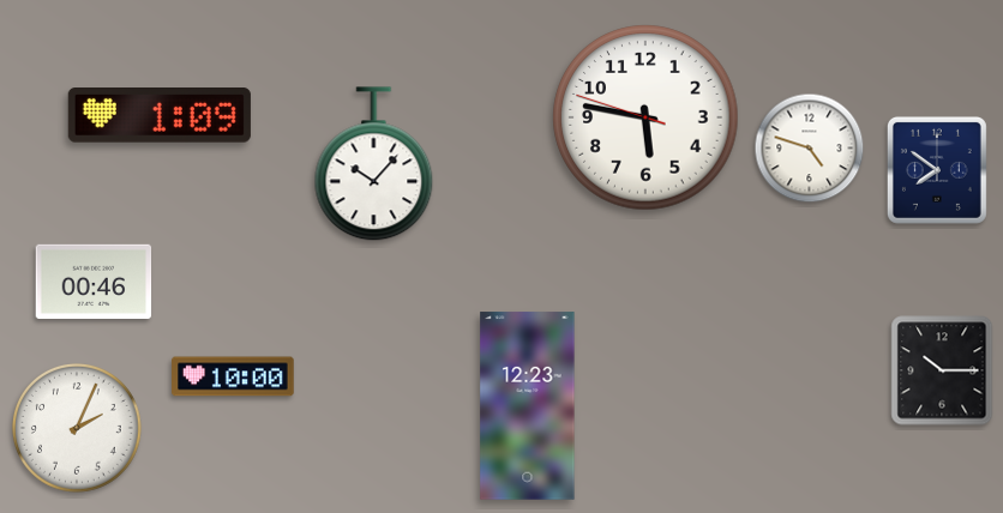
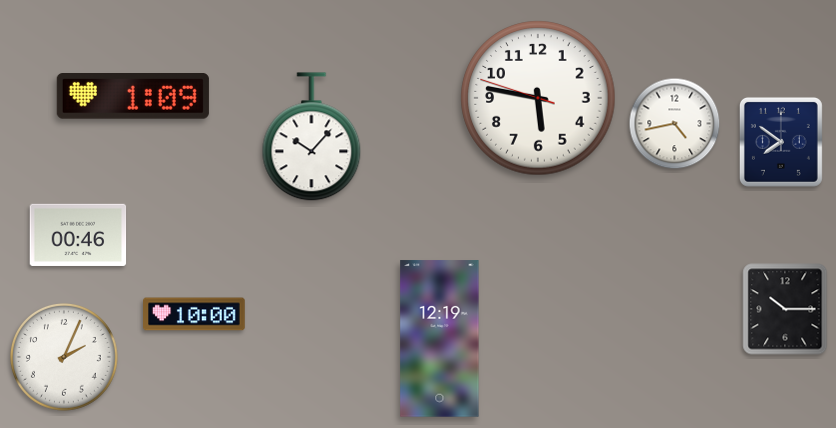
clock at (810, 149): 4:48 -> 4:43
clock at (528, 406): 12:23 -> 12:19
